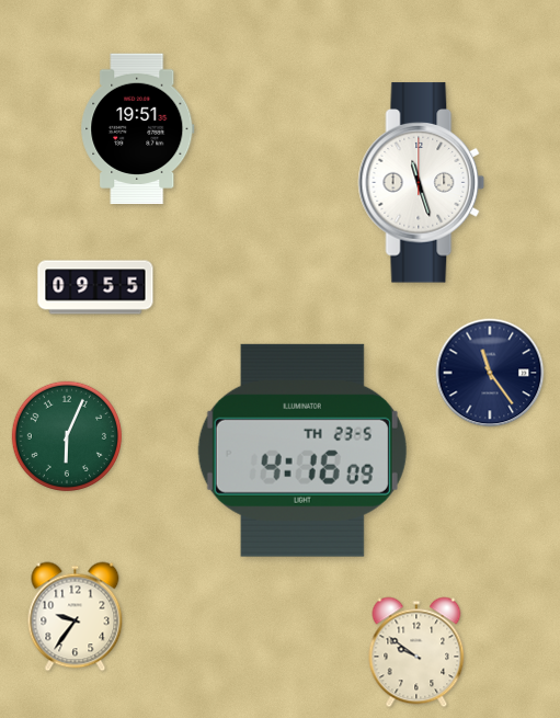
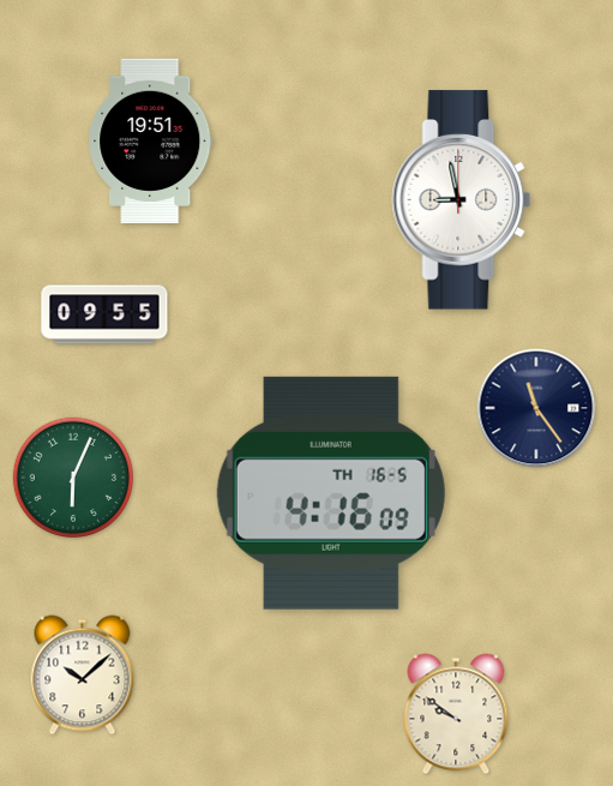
clock at (422, 183): 11:27 -> 8:58
clock at (302, 451) date: TH 23-5 -> TH 16-5
clock at (76, 617): 9:36 -> 10:08
